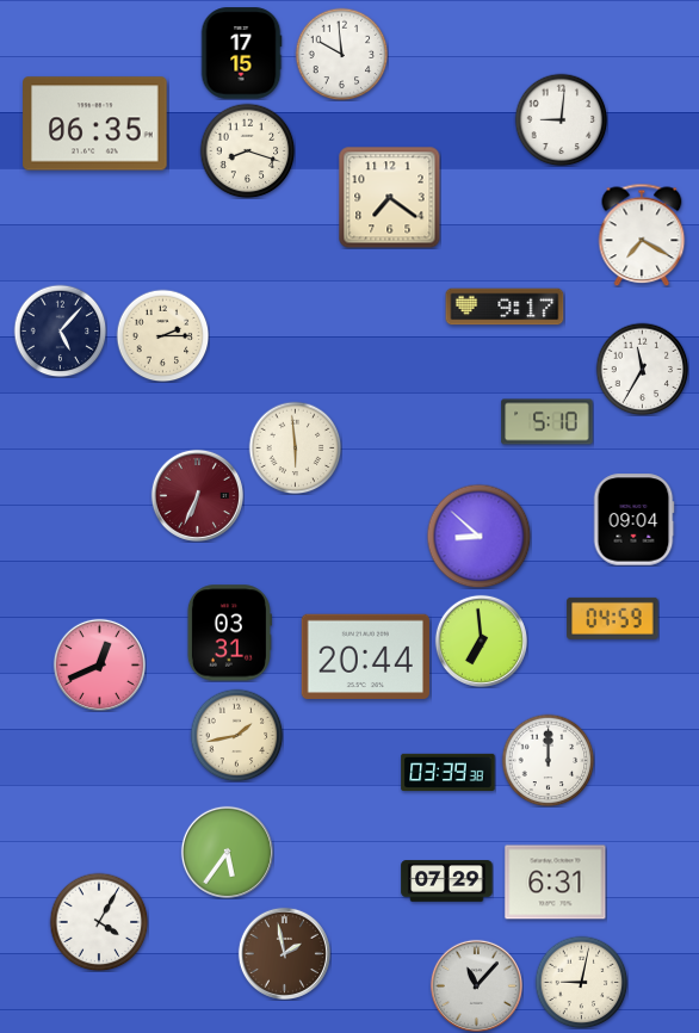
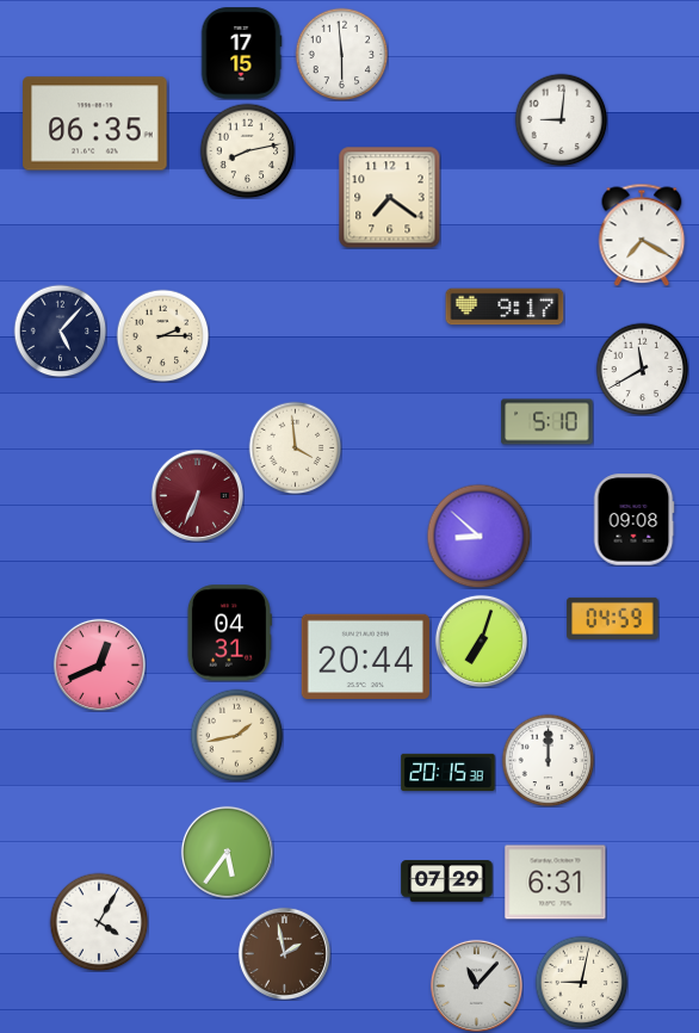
clock at (341, 54): 9:59 -> 5:59
clock at (247, 150): 8:18 -> 8:13
clock at (642, 369): 11:35 -> 11:40
clock at (295, 447): 5:59 -> 3:59
clock at (633, 520): 09:04 -> 09:08
clock at (229, 633): 03:31 -> 04:31
clock at (481, 641): 6:59 -> 7:03
clock at (449, 772): 03:39 -> 20:15
